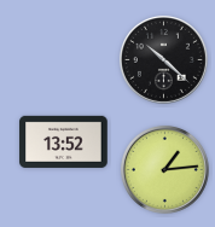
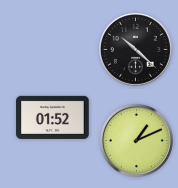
clock at (64, 141): 13:52 -> 01:52
clock at (164, 169): 1:14 -> 1:11
